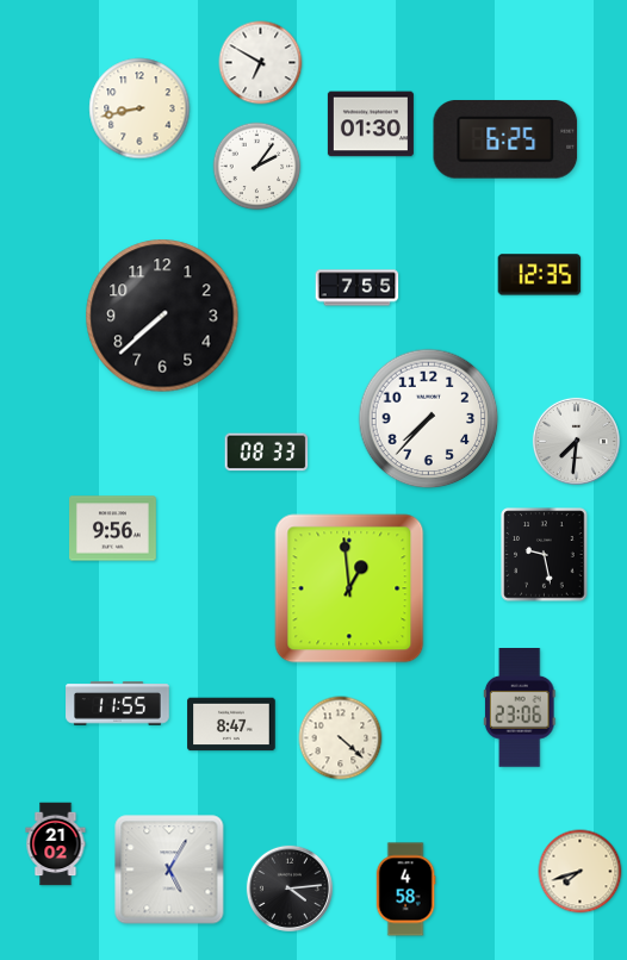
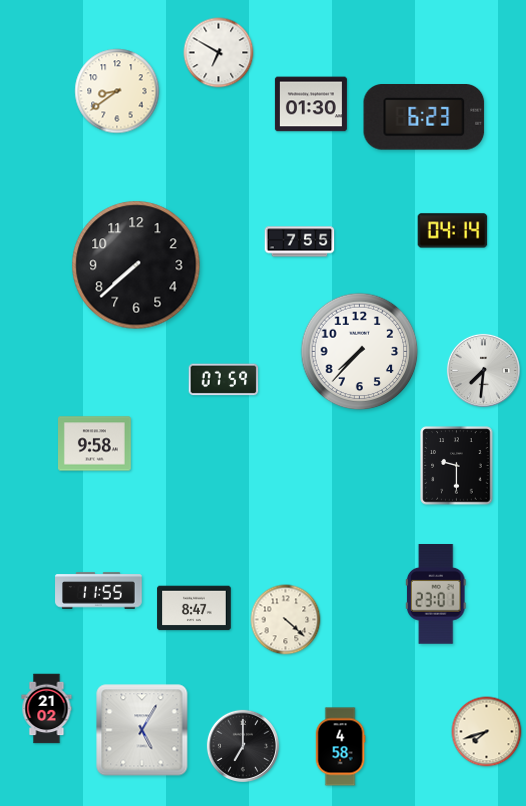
clock at (139, 108): 8:43 -> 8:39
clock at (505, 139): 6:25 -> 6:23
clock at (257, 167): 2:06 -> none
clock at (540, 275): 12:35 -> 04:14
clock at (267, 453): 08:33 -> 07:59
clock at (113, 529): 9:56 -> 9:58
clock at (545, 555): 9:28 -> 9:30
clock at (349, 588): 12:59 -> none
clock at (520, 709): 23:06 -> 23:01
clock at (290, 889): 4:14 -> 7:00
